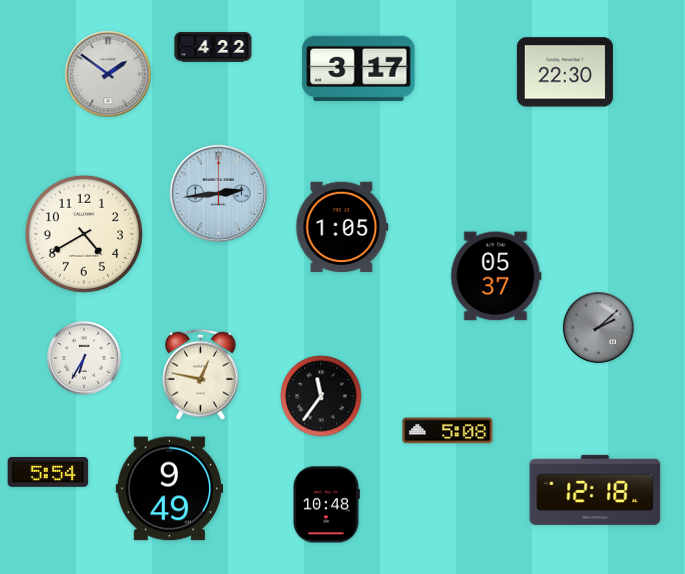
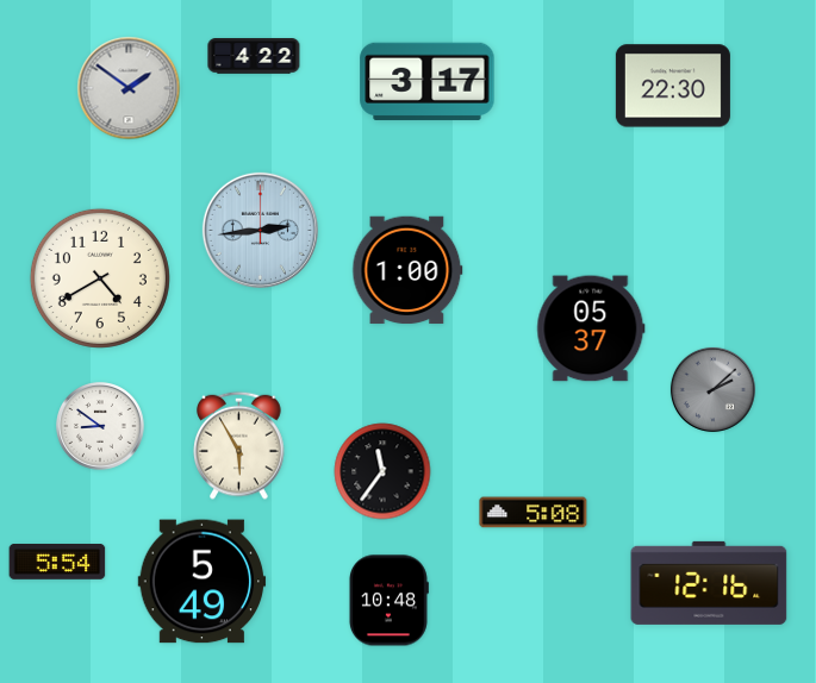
clock at (342, 227): 1:05 -> 1:00
clock at (84, 358): 6:35 -> 8:51
clock at (201, 374): 12:47 -> 5:55
clock at (170, 489): 9:49 -> 5:49
clock at (595, 490): 12:18 -> 12:16
